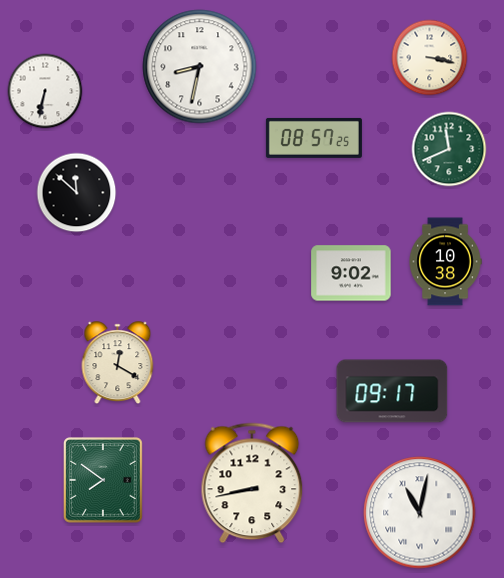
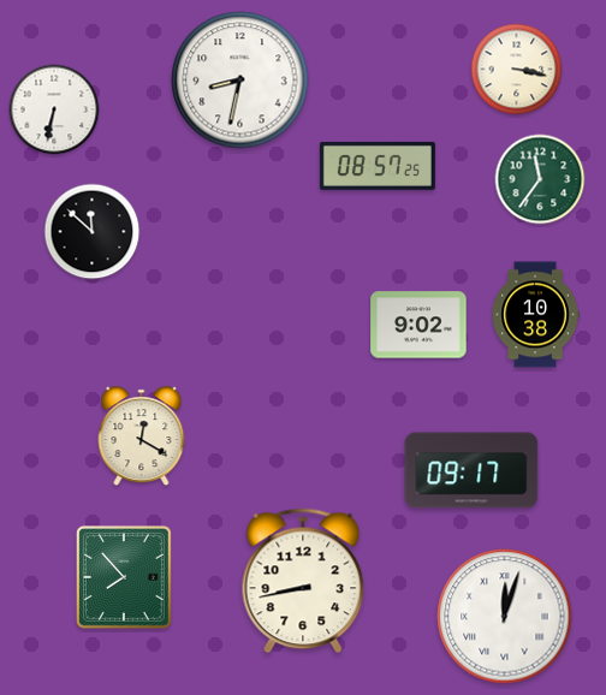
clock at (449, 149): 11:41 -> 11:36
clock at (351, 273) position: (351, 273) -> (418, 325)
clock at (104, 481): 7:51 -> 7:53
clock at (420, 513): 11:02 -> 12:03
